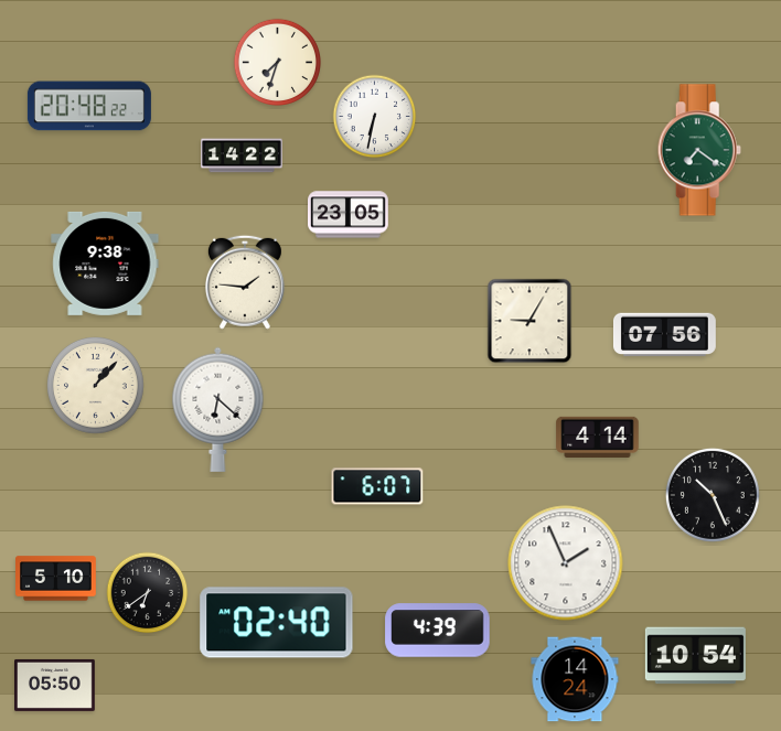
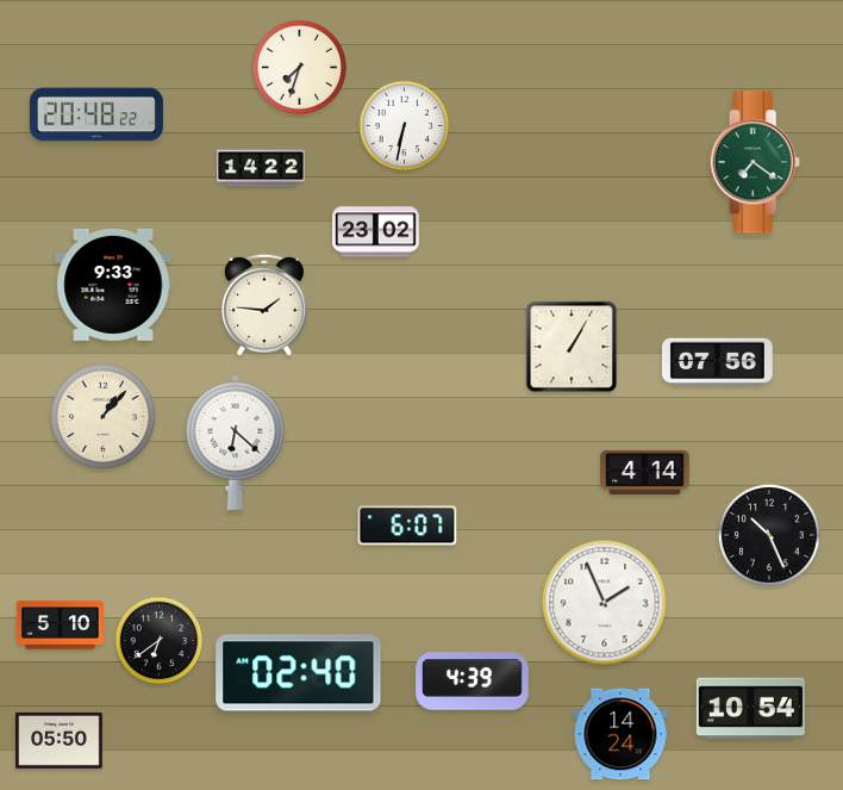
clock at (349, 215): 23:05 -> 23:02
clock at (105, 264): 9:38 -> 9:33
clock at (529, 321): 9:05 -> 1:05
clock at (566, 563) position: (566, 563) -> (605, 603)
